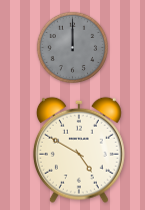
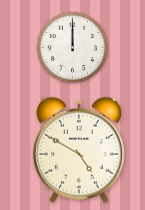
clock at (72, 47) dial: grey -> white
